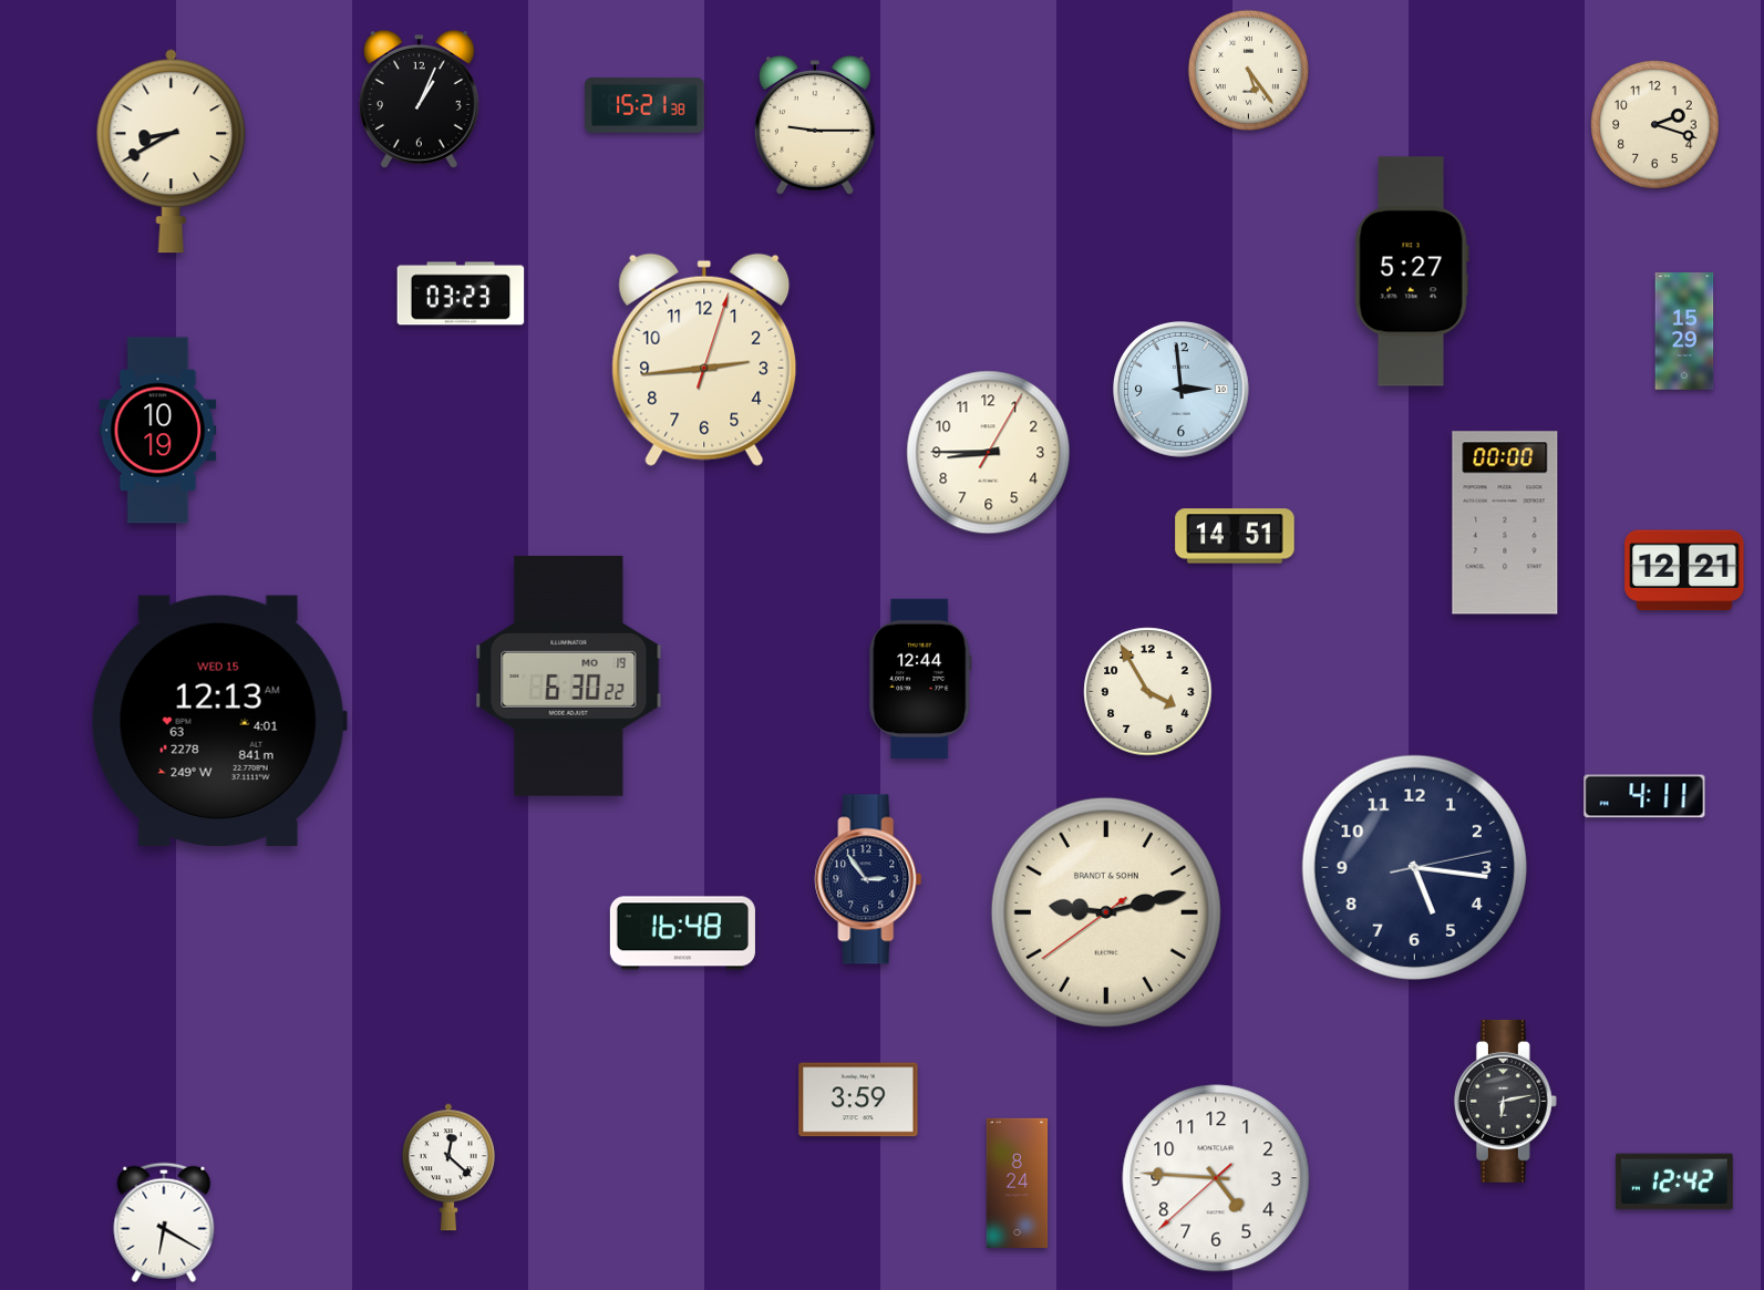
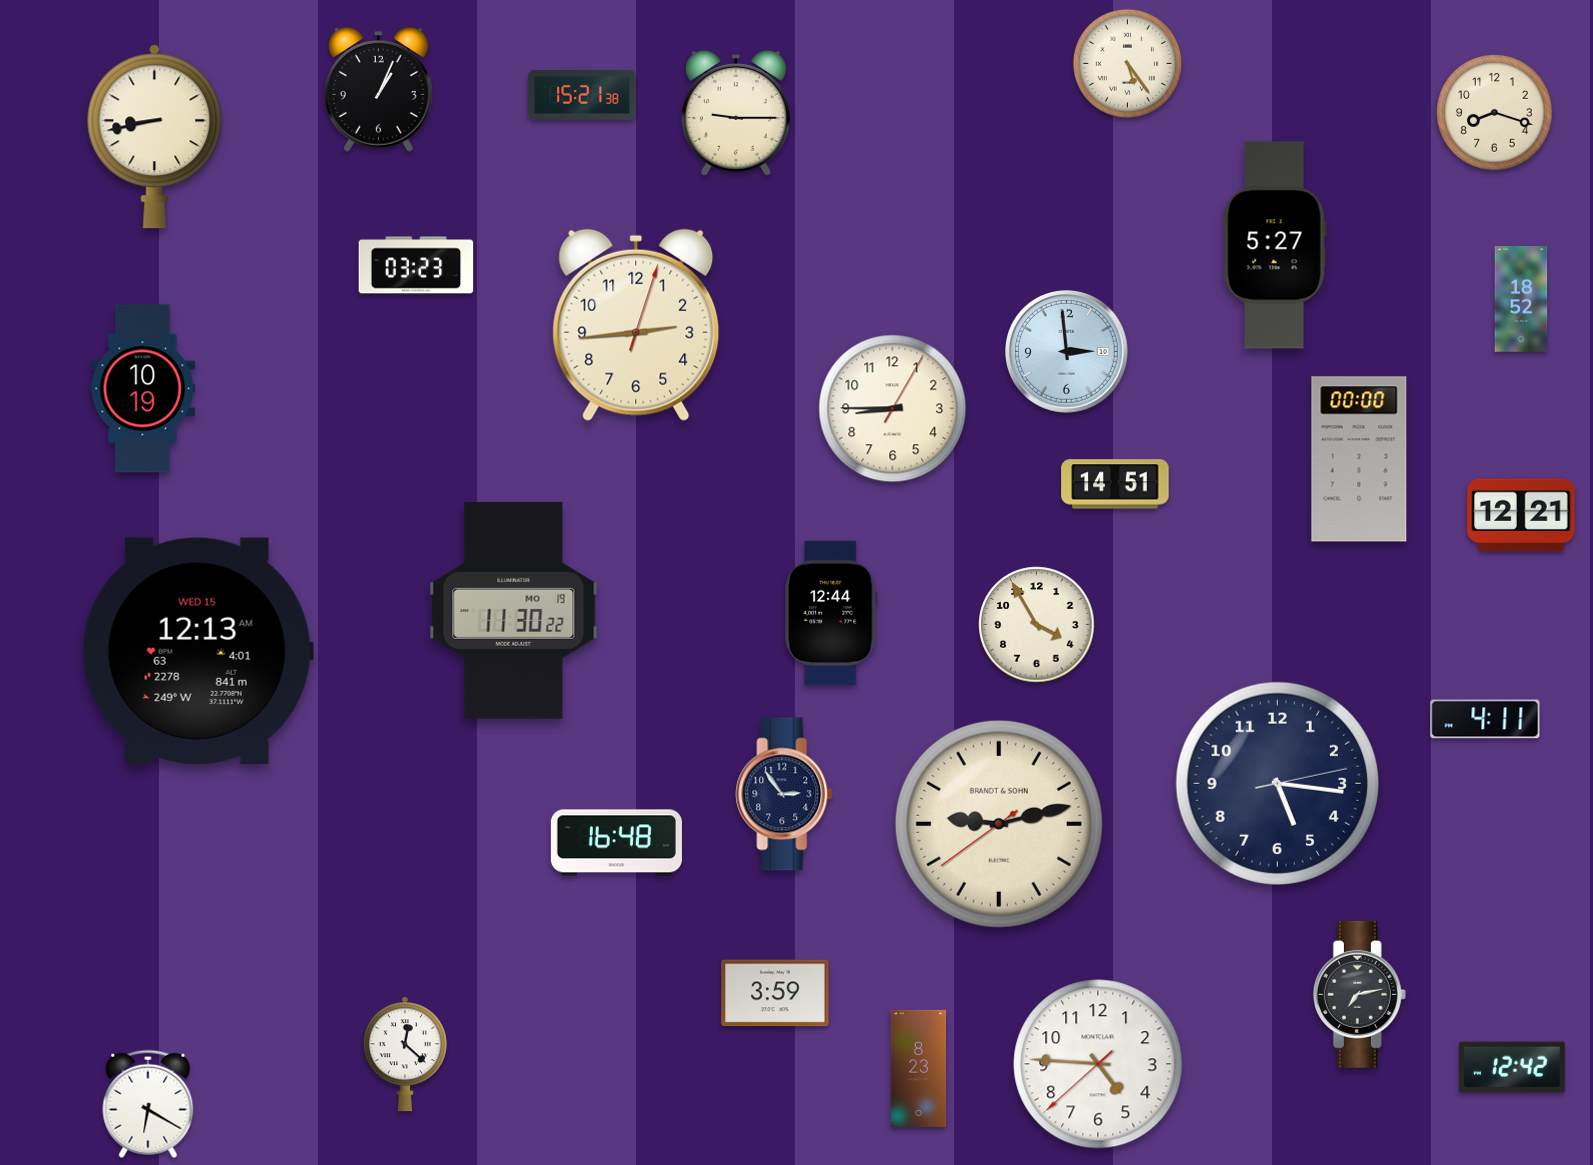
clock at (1655, 125): 2:18 -> 8:18
clock at (172, 152): 8:40 -> 8:43
clock at (1684, 331): 15:29 -> 18:52
clock at (1505, 523) position: (1505, 523) -> (1359, 459)
clock at (569, 675): 6:30 -> 11:30
clock at (1505, 1101): 6:13 -> 7:13
clock at (1018, 1183): 8:24 -> 8:23
